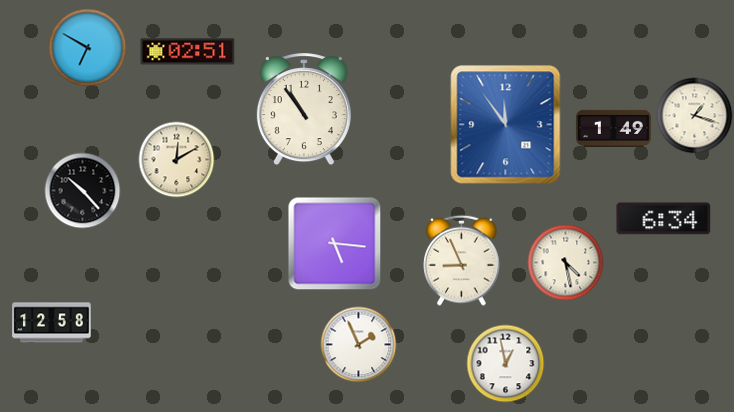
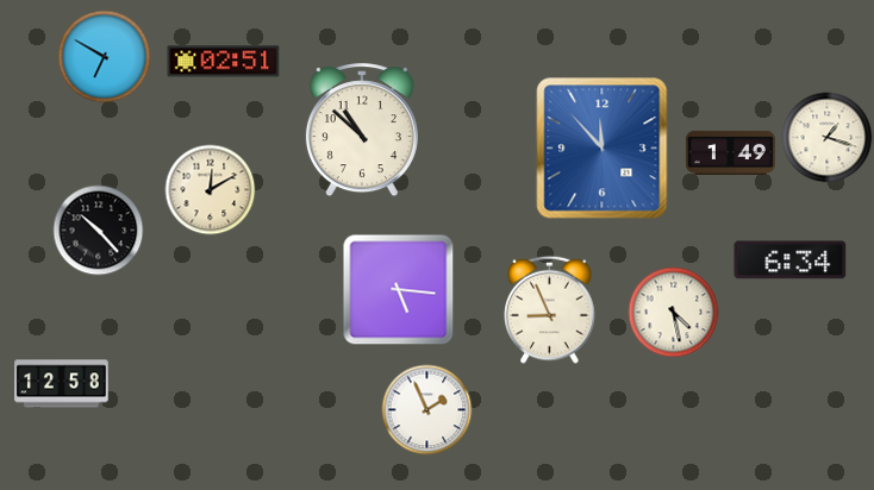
clock at (304, 110): 10:54 -> 10:52
clock at (506, 125): 11:54 -> 11:53
clock at (83, 191) position: (83, 191) -> (99, 231)
clock at (506, 364): 12:58 -> none
